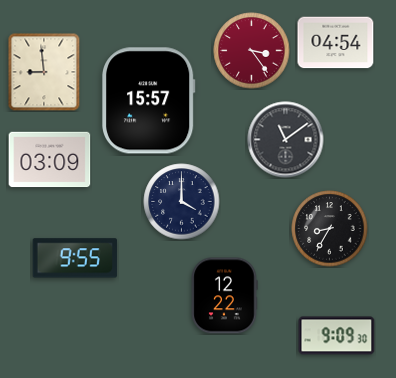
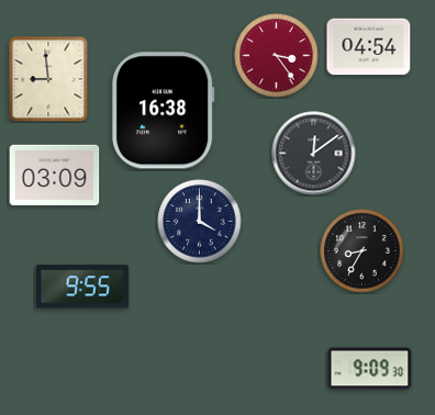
clock at (149, 101): 15:57 -> 16:38
clock at (286, 140): 11:09 -> 12:09
clock at (75, 258) position: (75, 258) -> (82, 287)
clock at (224, 296): 12:22 -> none
